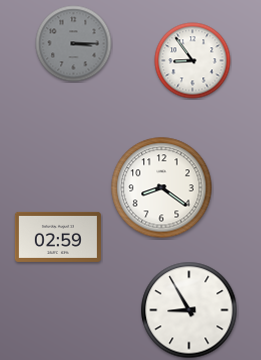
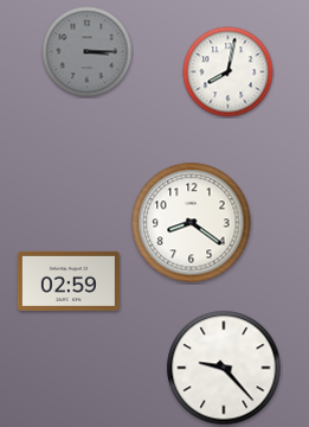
clock at (193, 61): 8:54 -> 8:02
clock at (189, 310): 8:55 -> 9:23
